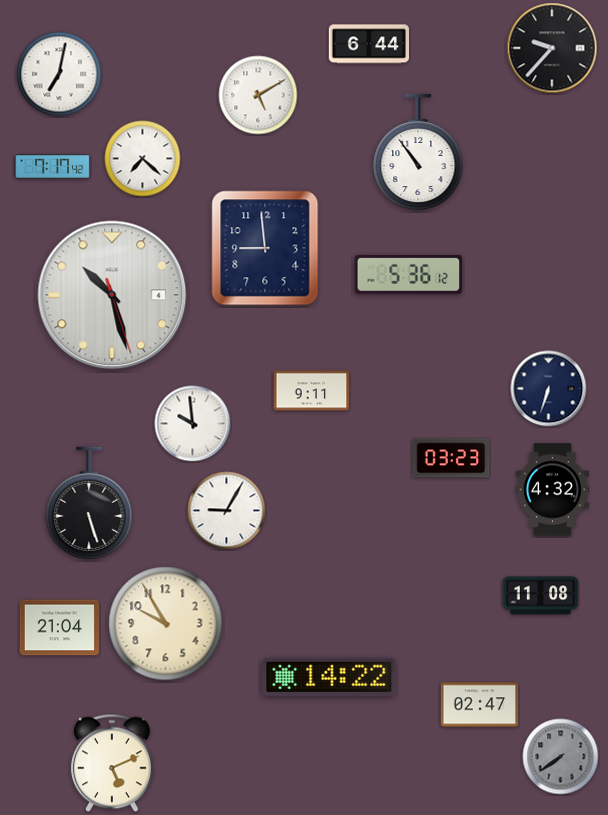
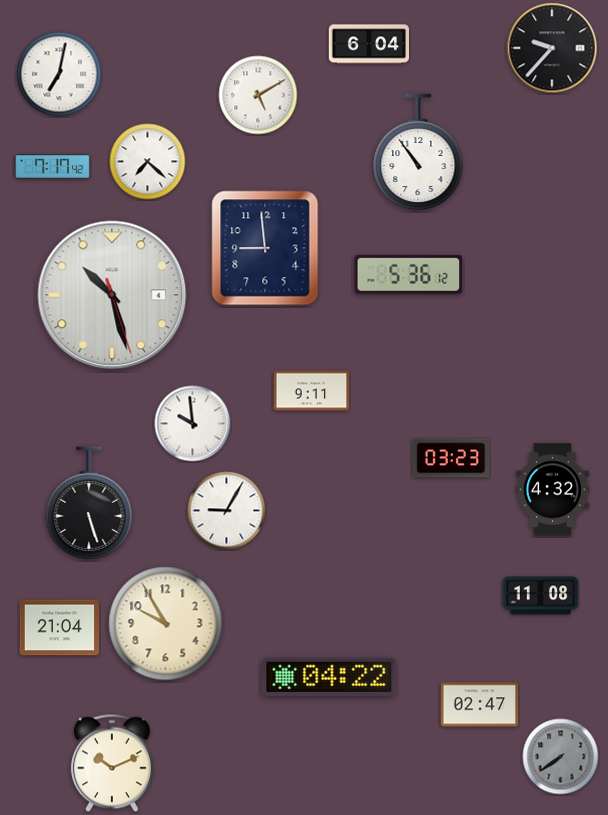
clock at (368, 44): 6:44 -> 6:04
clock at (143, 159) position: (143, 159) -> (148, 162)
clock at (549, 389): 6:33 -> none
clock at (329, 676): 14:22 -> 04:22
clock at (112, 763): 5:11 -> 10:11
